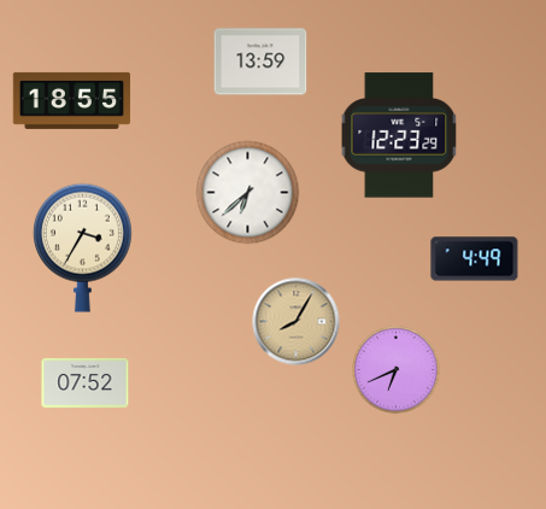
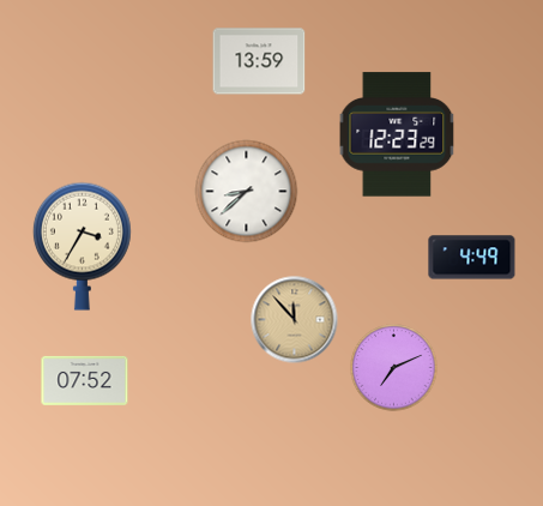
clock at (72, 100): 18:55 -> none
clock at (248, 193): 6:38 -> 8:38
clock at (297, 322): 8:05 -> 11:53
clock at (397, 370): 6:41 -> 7:11
